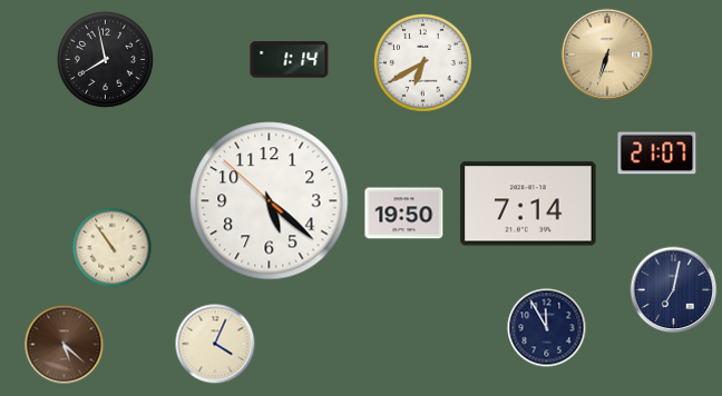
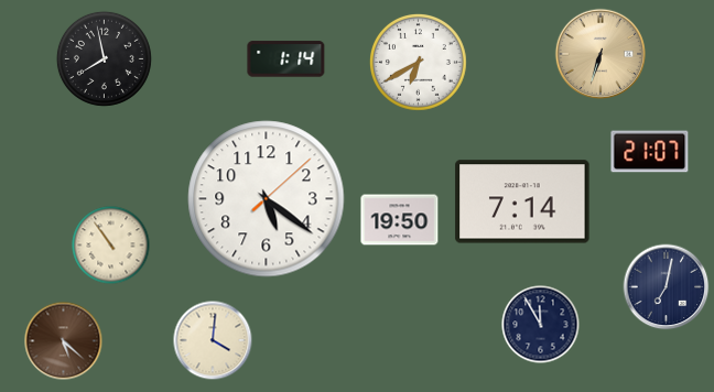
clock at (270, 201): 5:21:52 -> 5:21:08
clock at (404, 214) position: (404, 214) -> (400, 220)
clock at (215, 344): 4:04 -> 4:01
